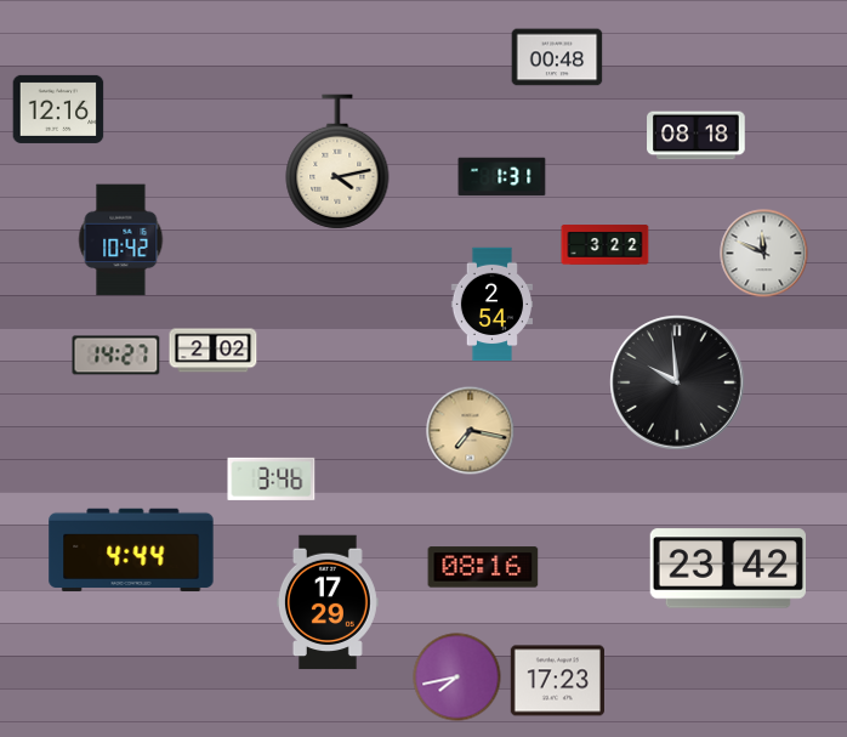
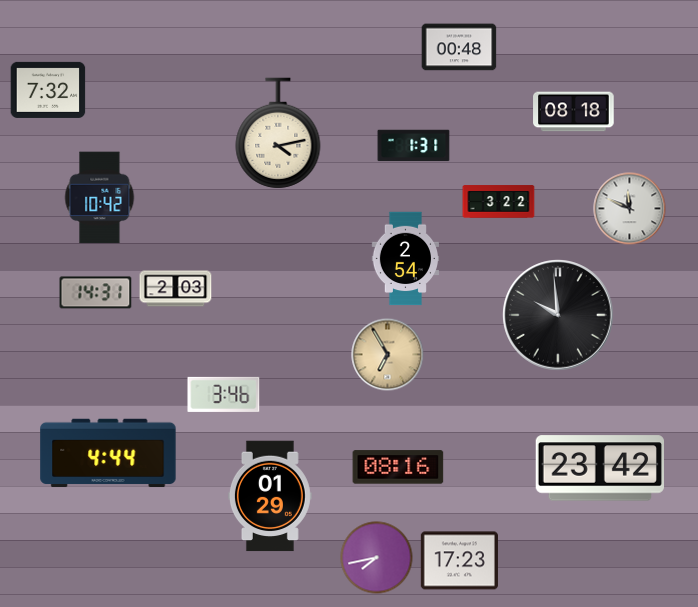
clock at (58, 109): 12:16 -> 7:32
clock at (491, 305) position: (491, 305) -> (405, 259)
clock at (214, 351): 2:02 -> 2:03
clock at (116, 356): 14:27 -> 14:31
clock at (471, 431): 7:17 -> 6:55
clock at (328, 602): 17:29 -> 01:29
